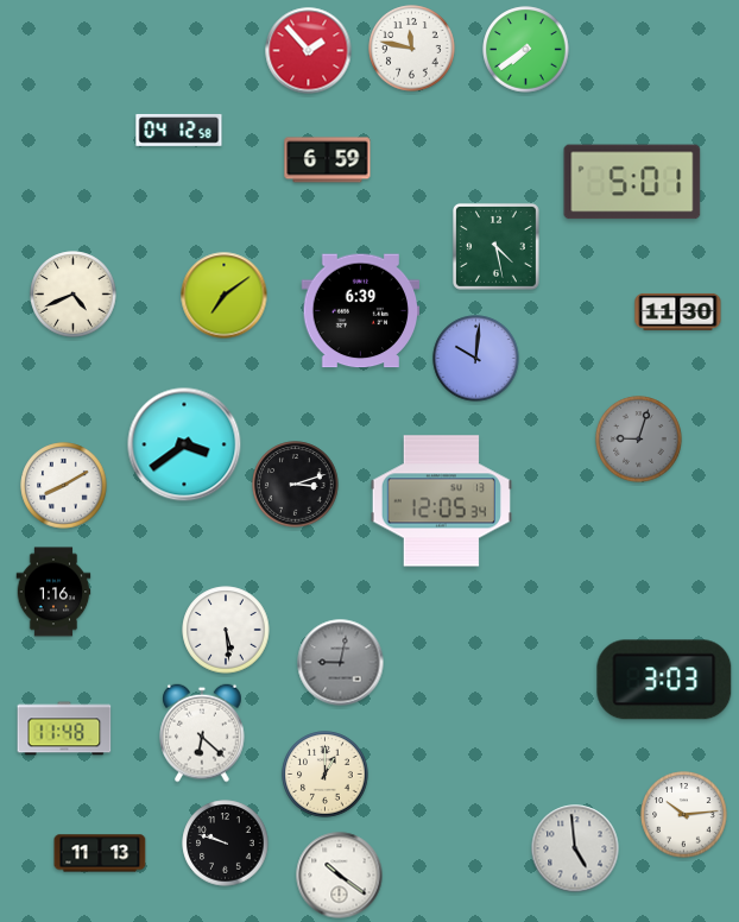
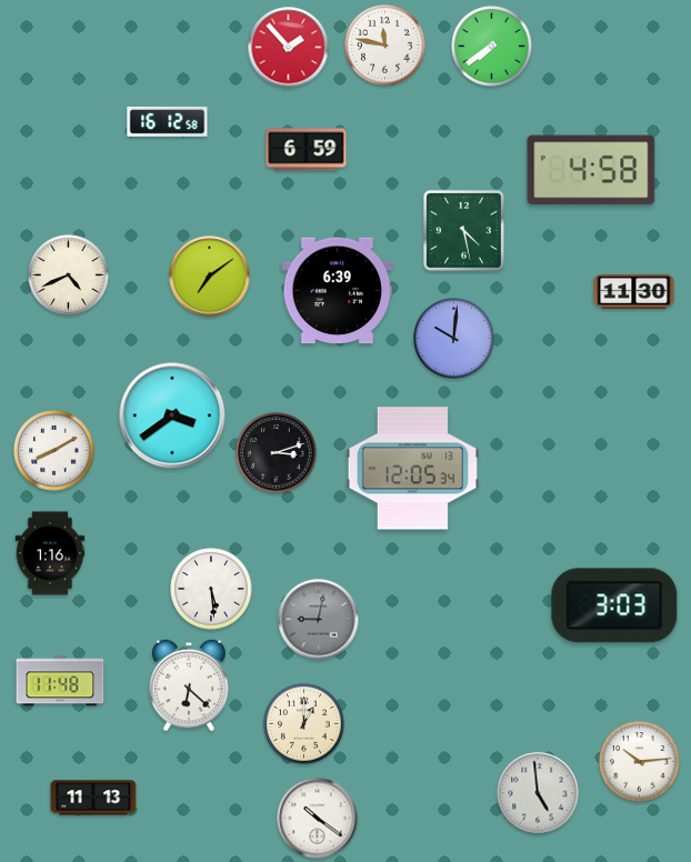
clock at (179, 130): 04:12 -> 16:12
clock at (632, 182): 5:01 -> 4:58
clock at (476, 359) position: (476, 359) -> (454, 339)
clock at (639, 440): 9:03 -> none
clock at (64, 486) position: (64, 486) -> (54, 451)
clock at (664, 680) position: (664, 680) -> (614, 605)
clock at (226, 844): 9:48 -> none
